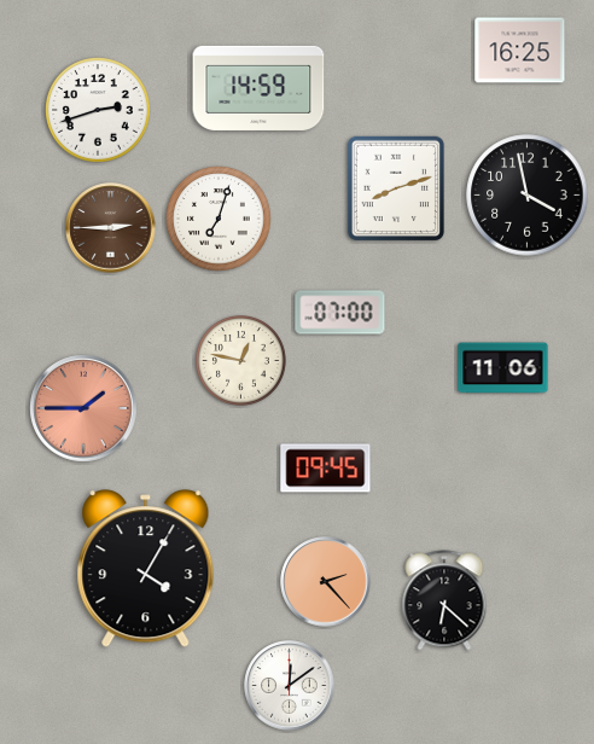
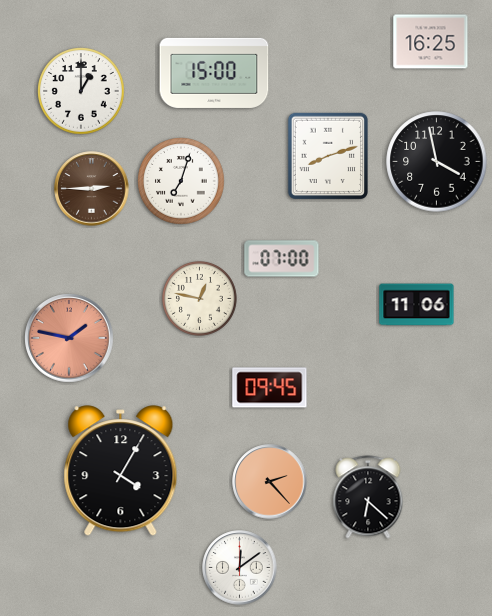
clock at (258, 88): 14:59 -> 15:00
clock at (98, 110): 2:42 -> 1:00
clock at (83, 408): 1:45 -> 1:47
